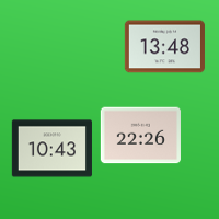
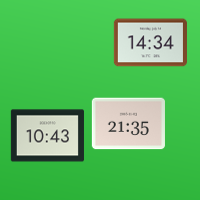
clock at (164, 47): 13:48 -> 14:34
clock at (140, 136): 22:26 -> 21:35
